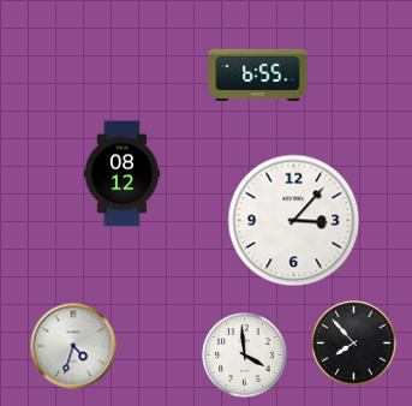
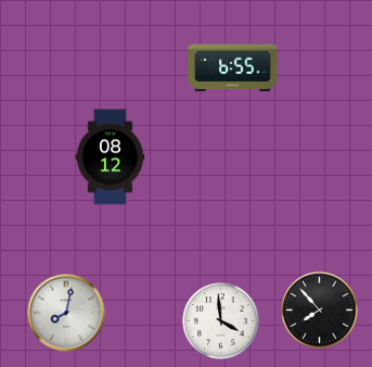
clock at (294, 221): 3:07 -> none
clock at (73, 346): 4:33 -> 8:02
